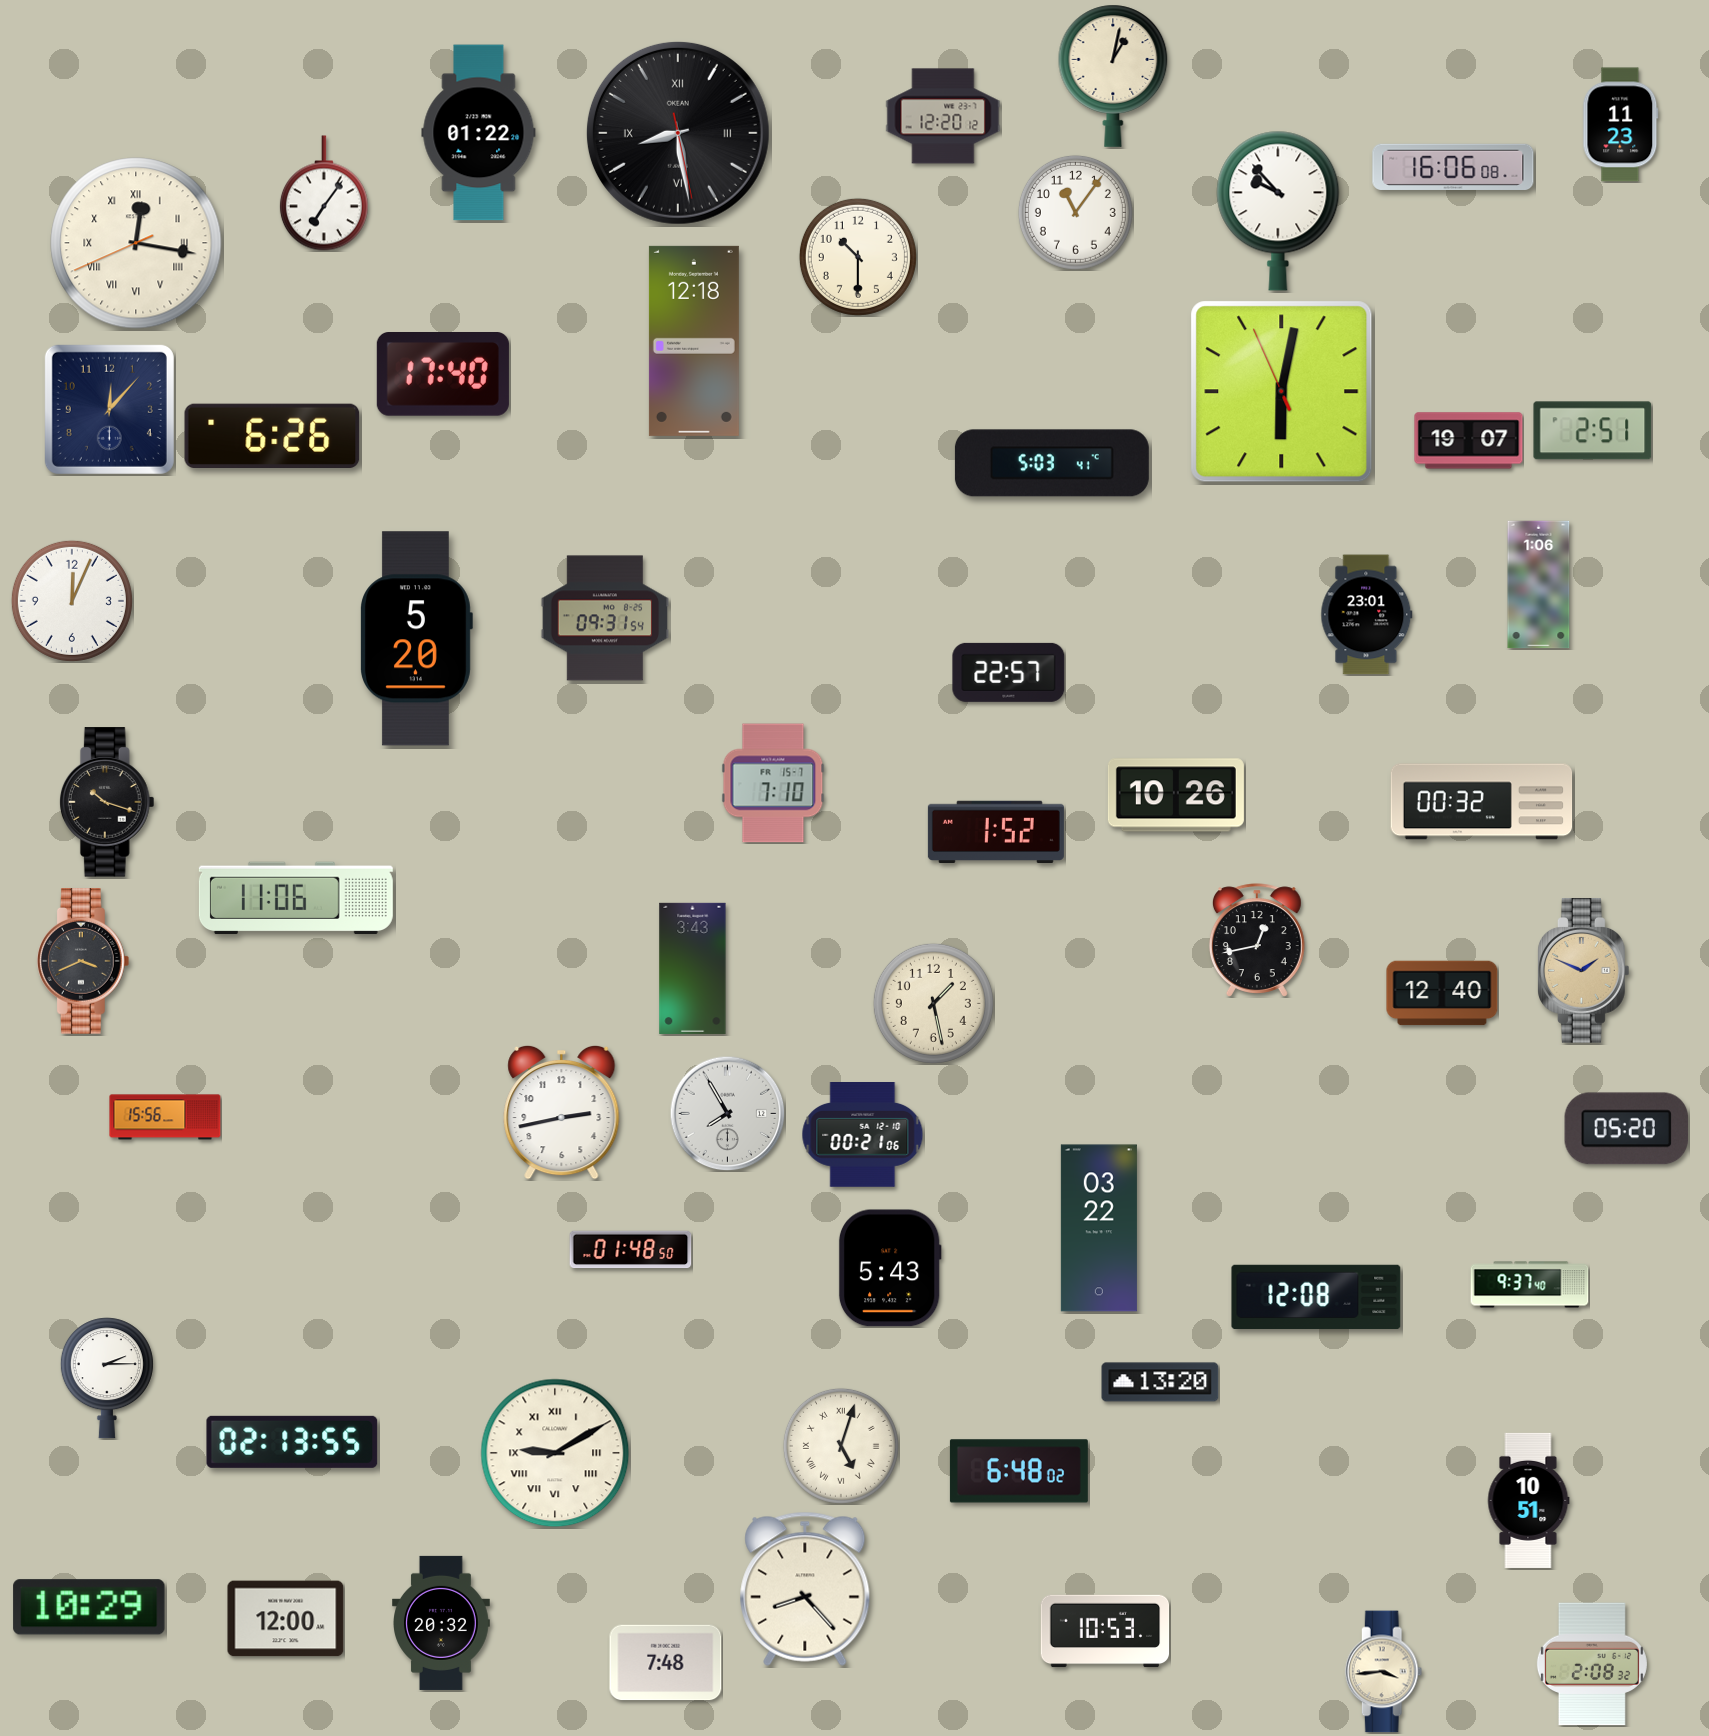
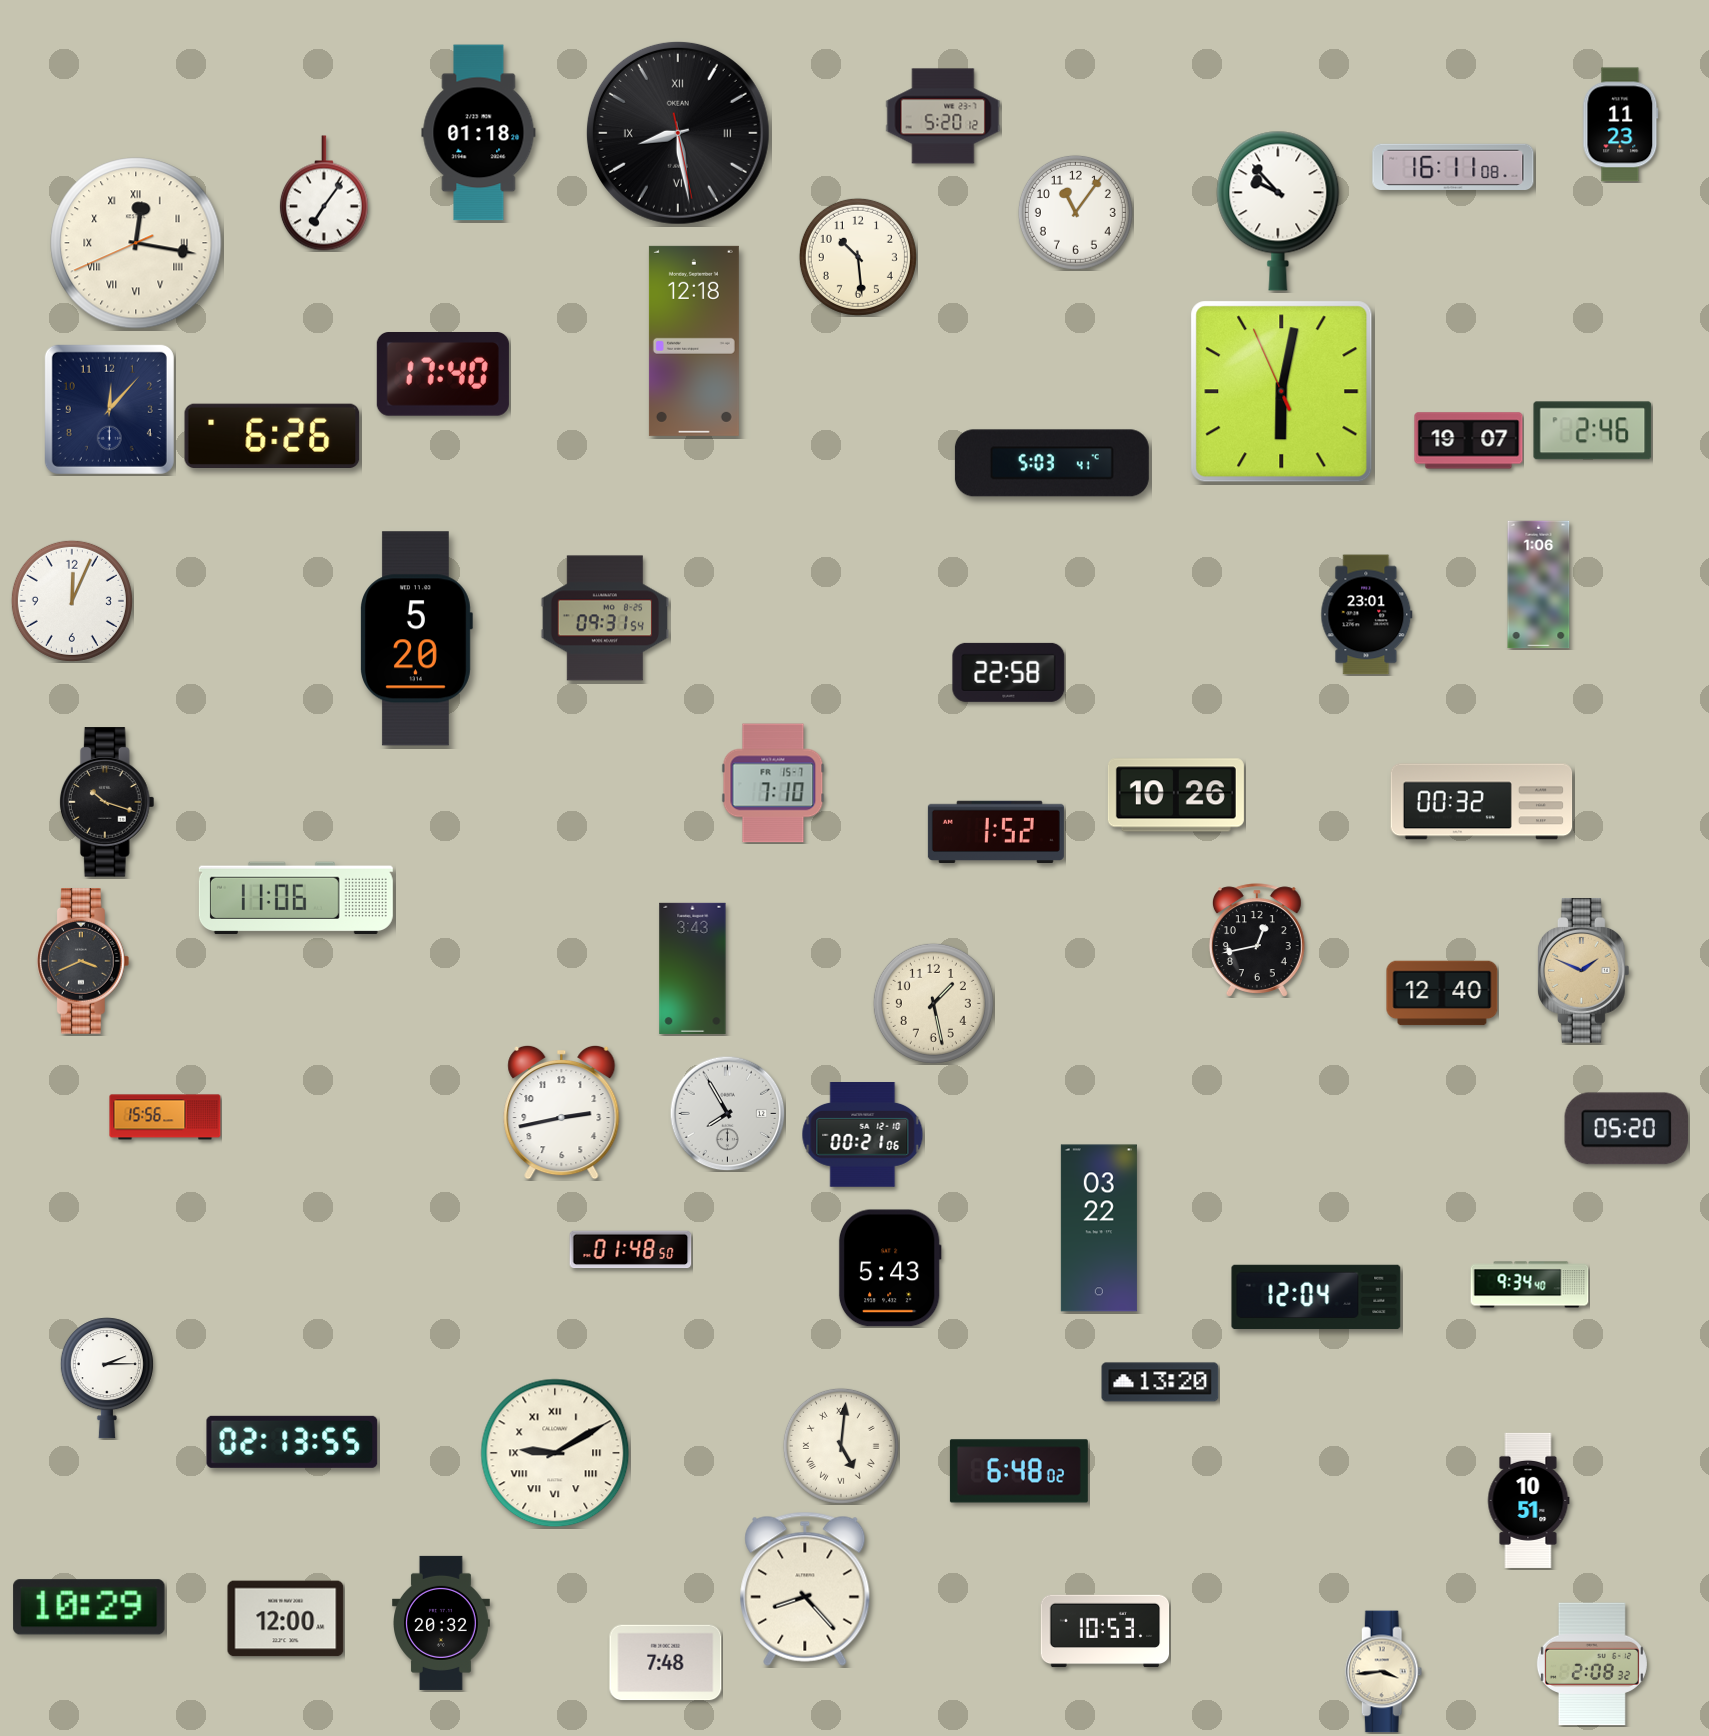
clock at (1113, 76): 1:02 -> none
clock at (943, 116): 12:20 -> 5:20
clock at (479, 133): 01:22 -> 01:18
clock at (1453, 167): 16:06 -> 16:11
clock at (858, 257): 10:30 -> 10:29
clock at (1593, 431): 2:51 -> 2:46
clock at (1009, 672): 22:57 -> 22:58
clock at (1530, 1285): 9:37 -> 9:34
clock at (1316, 1297): 12:08 -> 12:04
clock at (841, 1446): 5:03 -> 5:01
